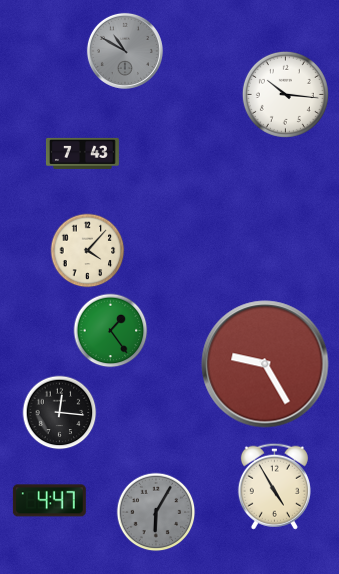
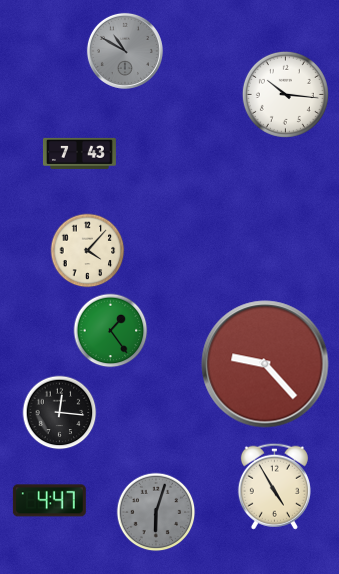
clock at (82, 153) position: (82, 153) -> (79, 153)
clock at (265, 364): 9:25 -> 9:23
clock at (156, 512): 6:05 -> 6:03
